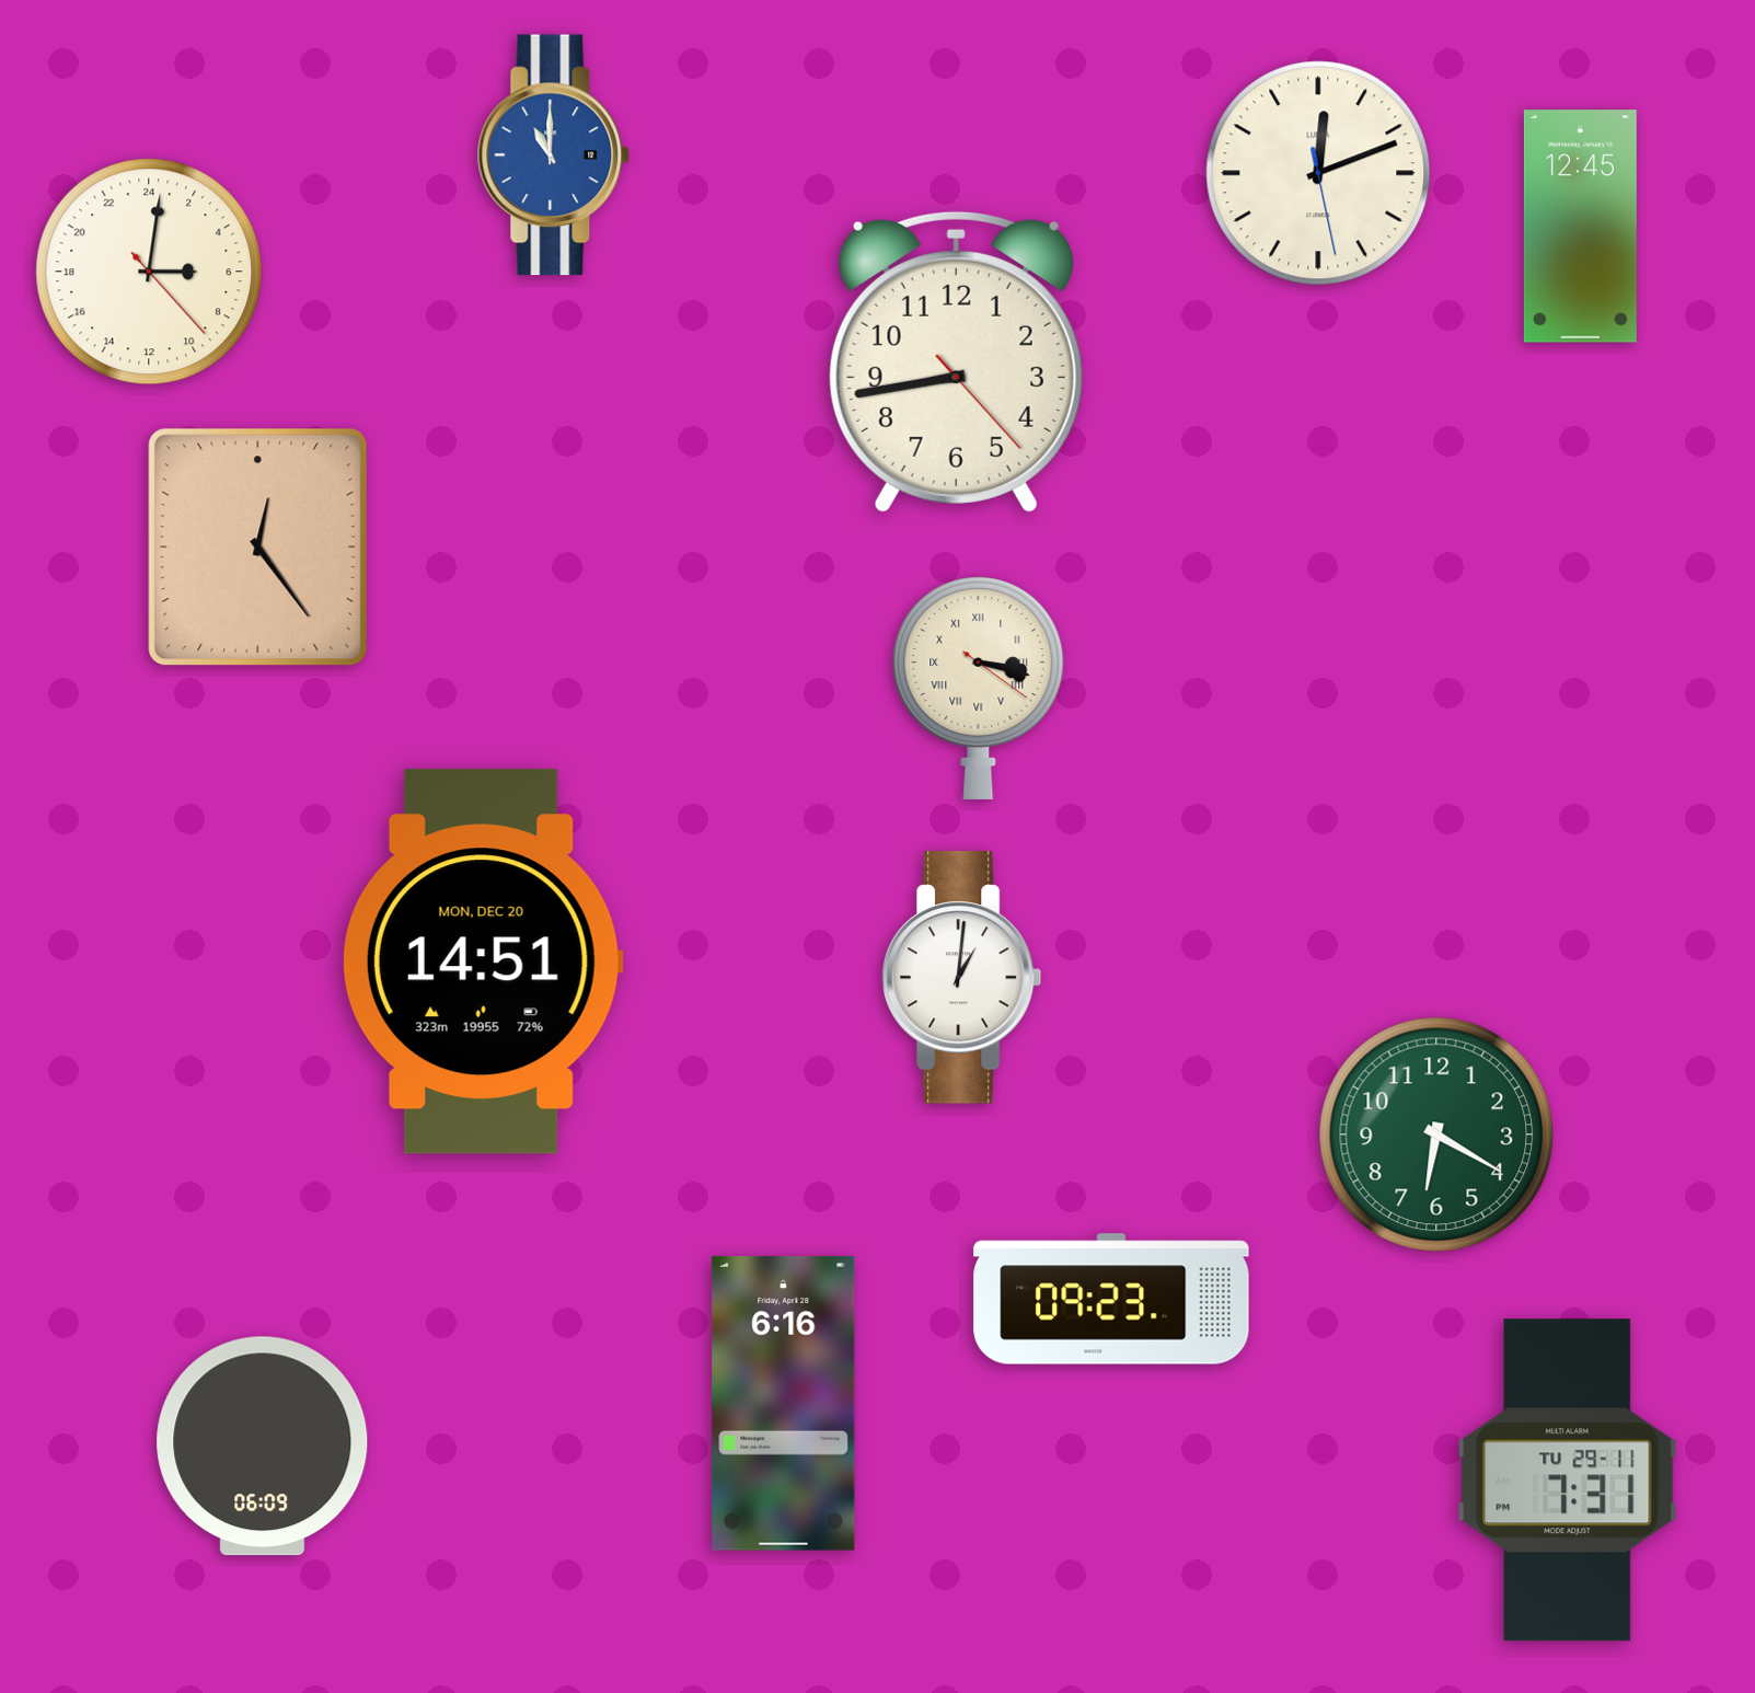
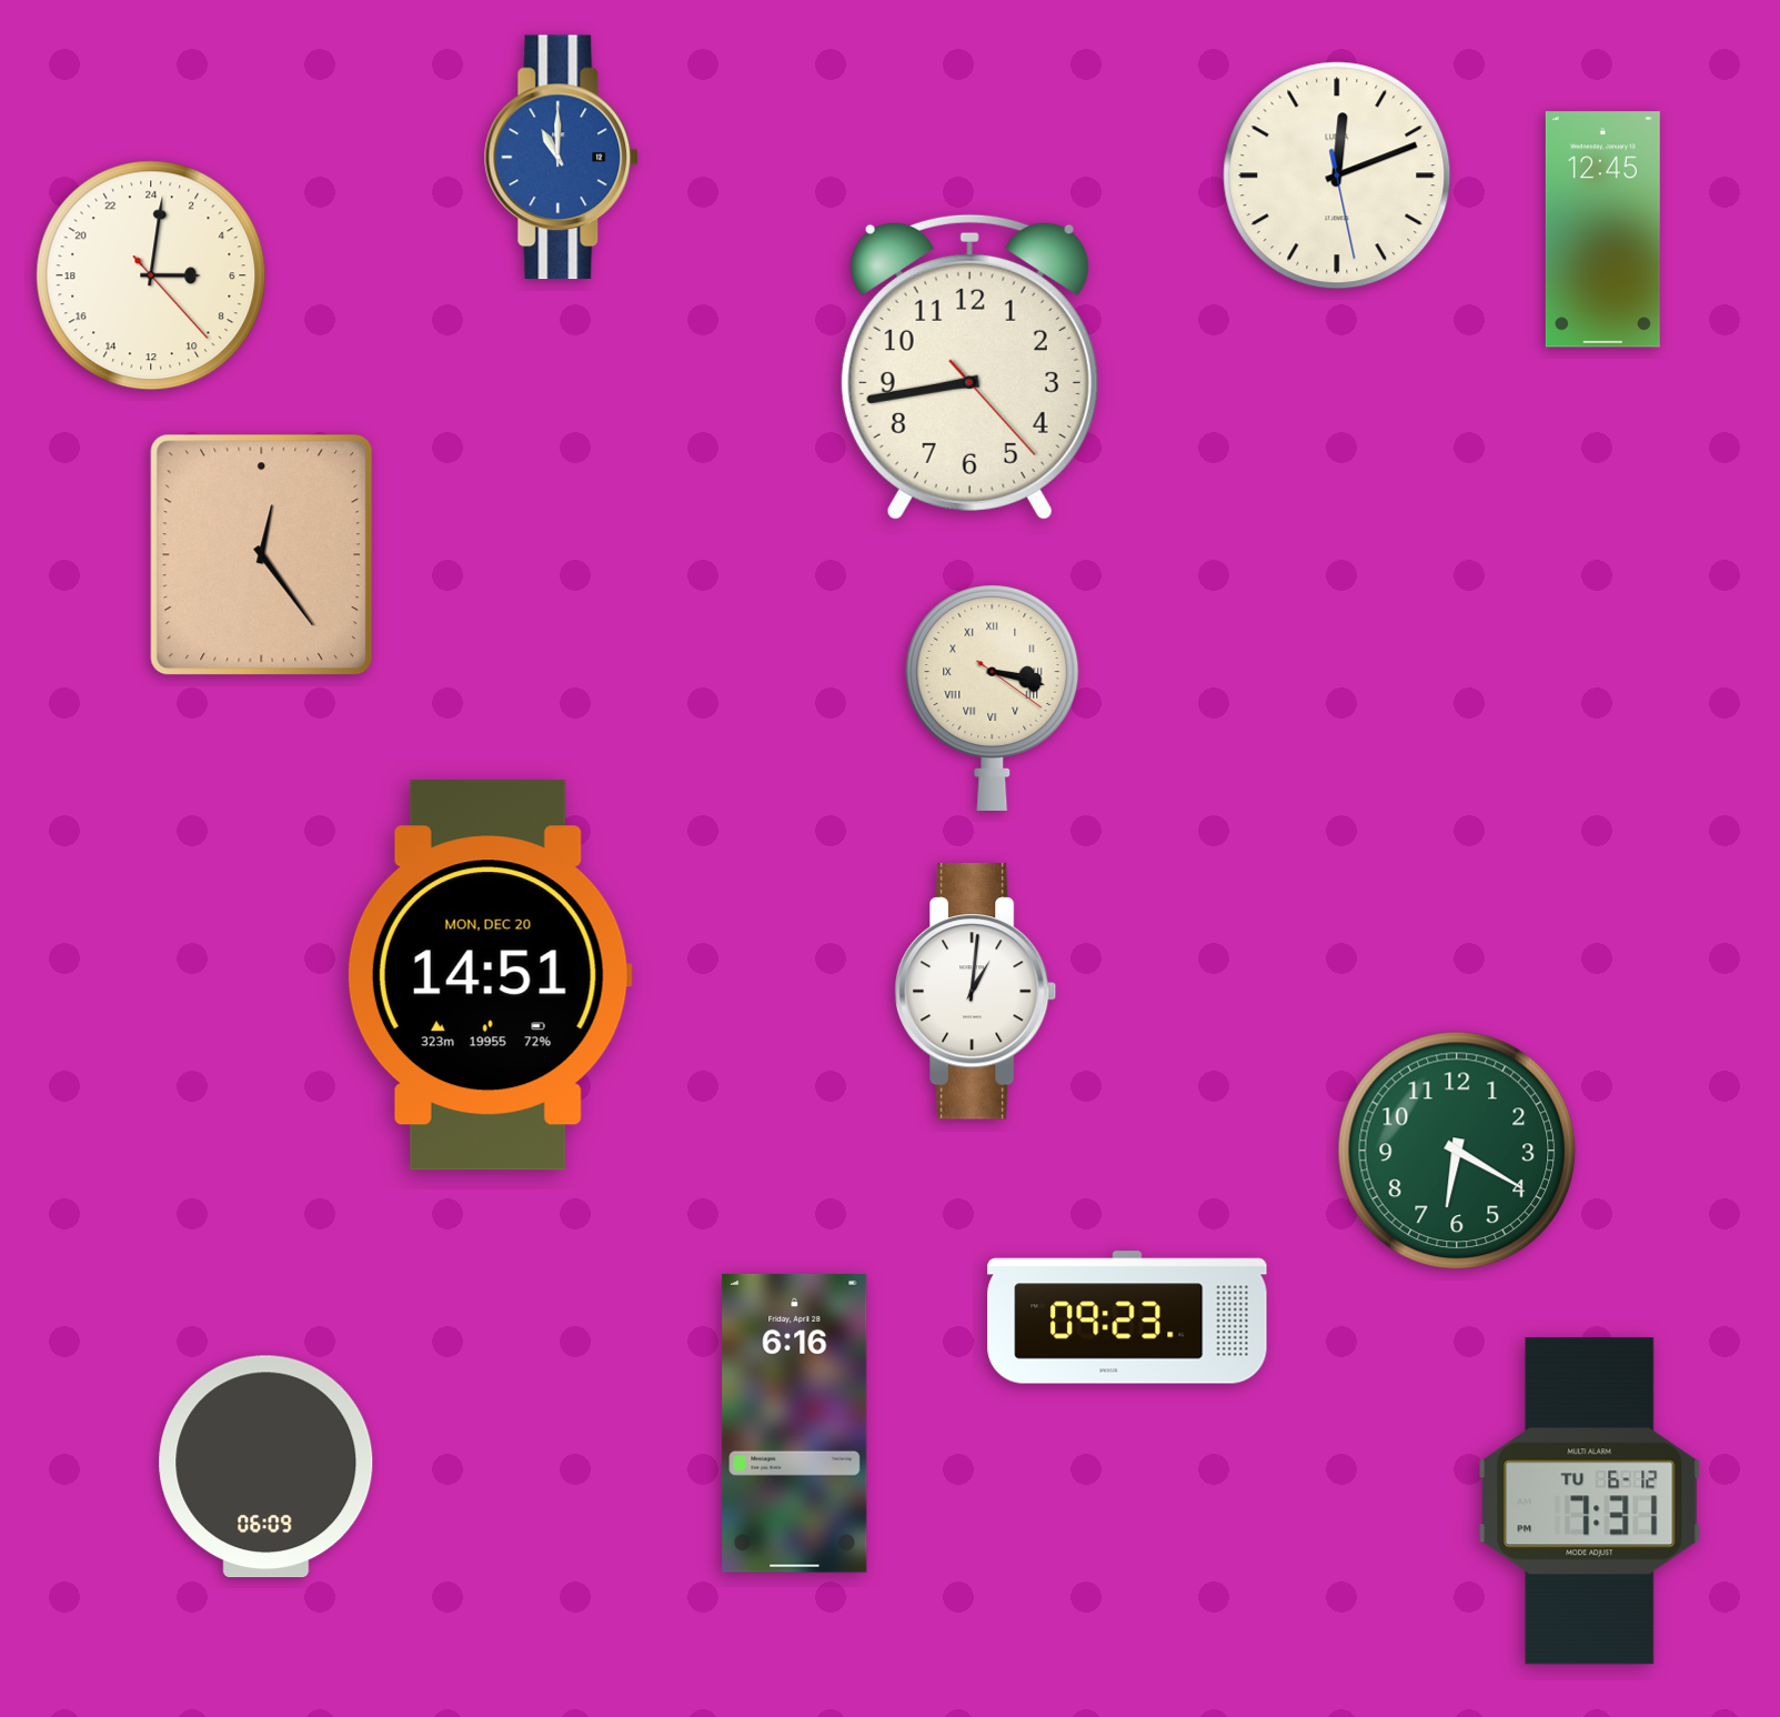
clock at (1568, 1481) date: TU 29-11 -> TU 6-12
